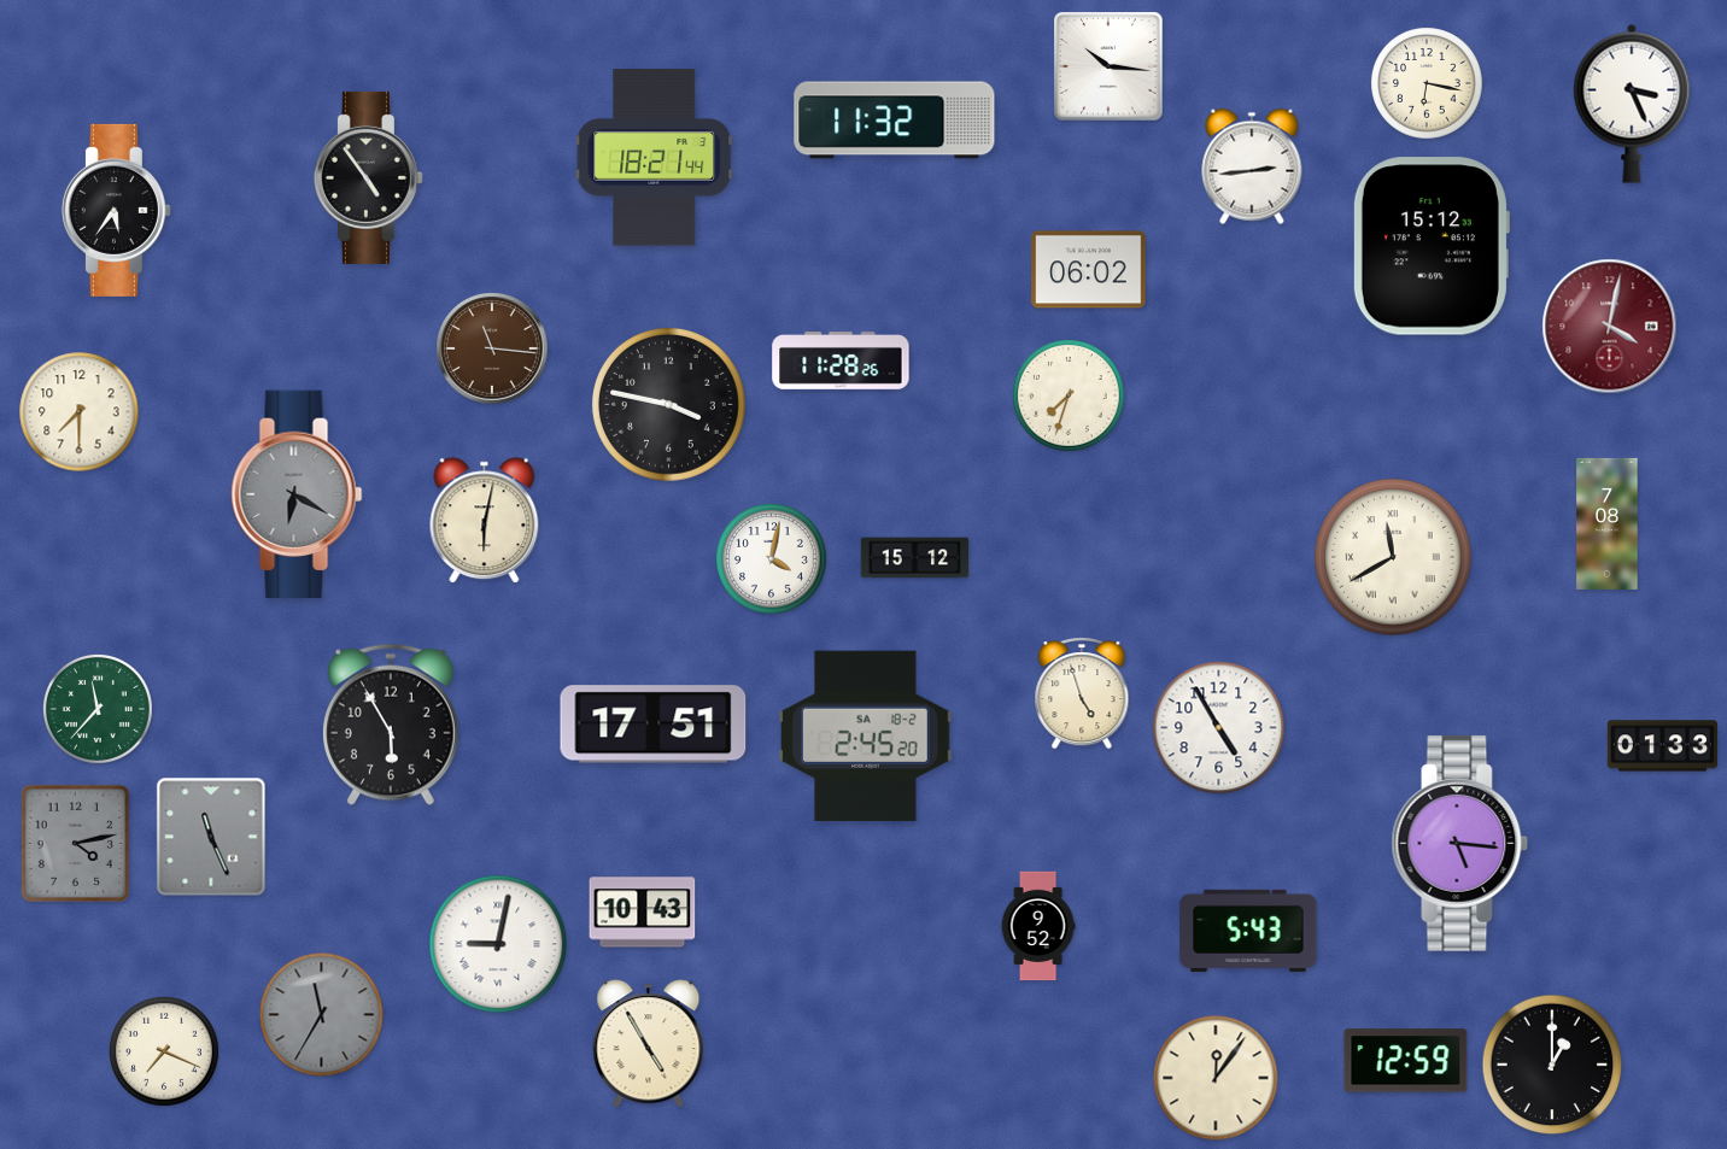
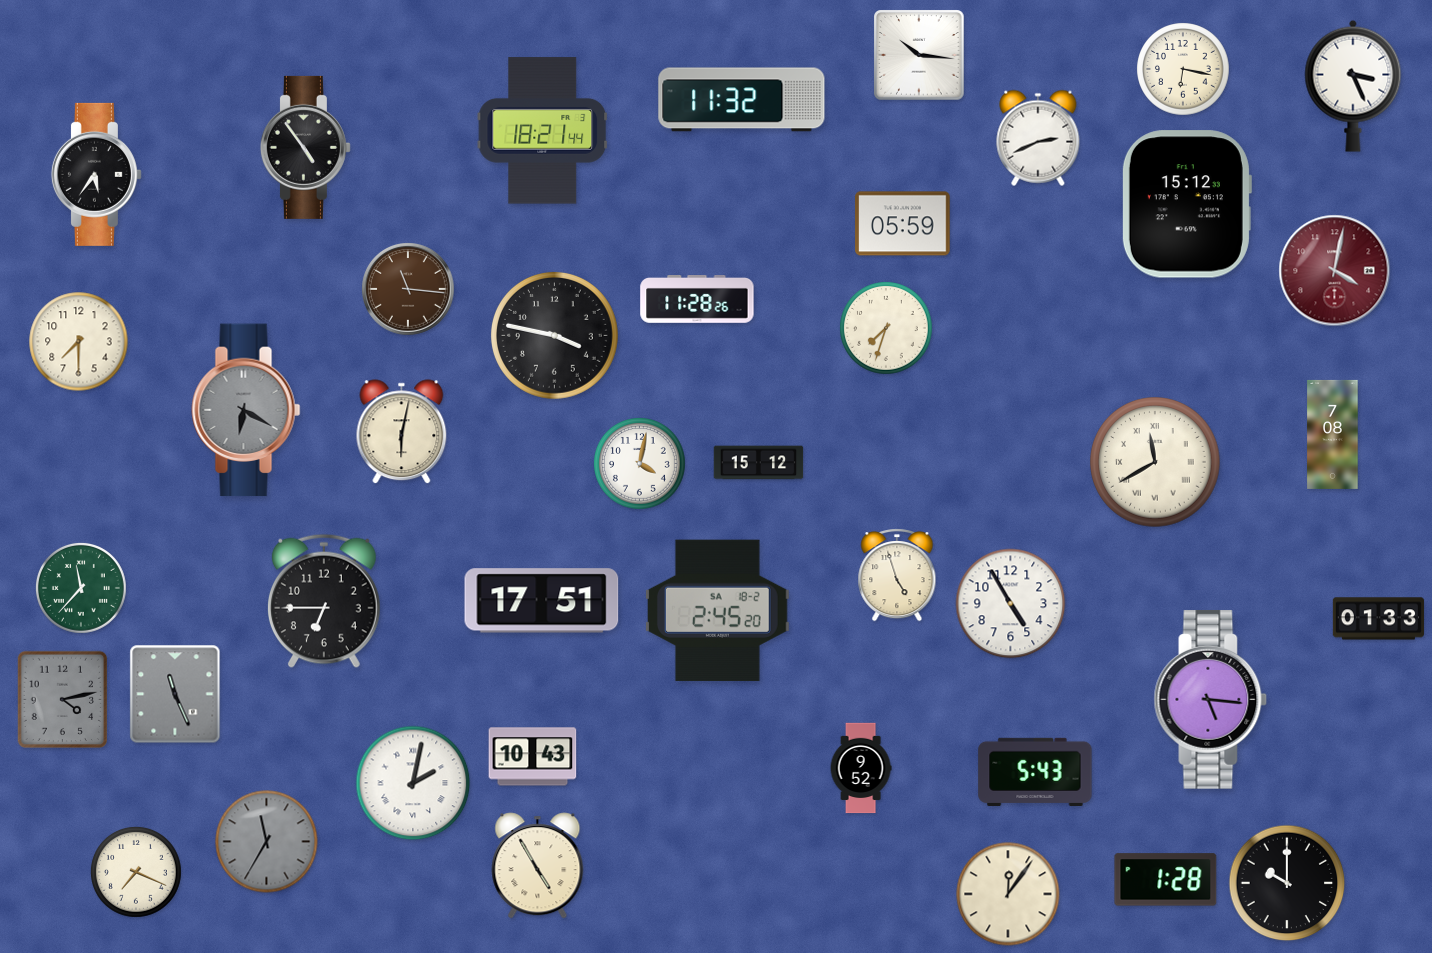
clock at (1252, 166): 2:44 -> 2:41
clock at (1089, 270): 06:02 -> 05:59
clock at (80, 412) position: (80, 412) -> (79, 342)
clock at (392, 725): 5:55 -> 6:45
clock at (498, 944): 9:02 -> 2:02
clock at (1406, 1061): 12:59 -> 1:28
clock at (1552, 1065): 1:00 -> 10:00
